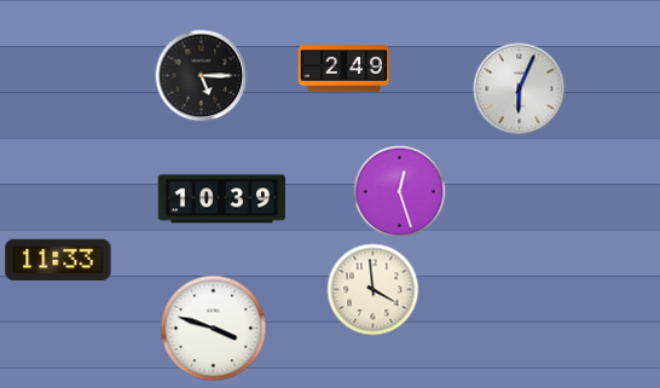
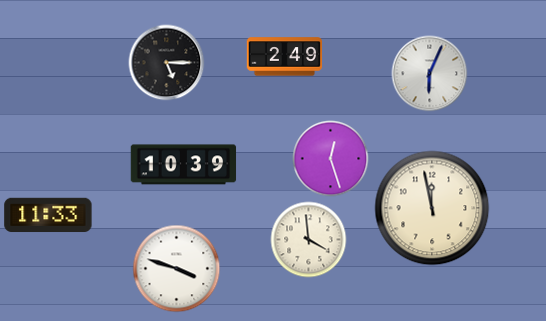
clock at (432, 208): none -> 11:58
clock at (214, 329) position: (214, 329) -> (177, 269)
